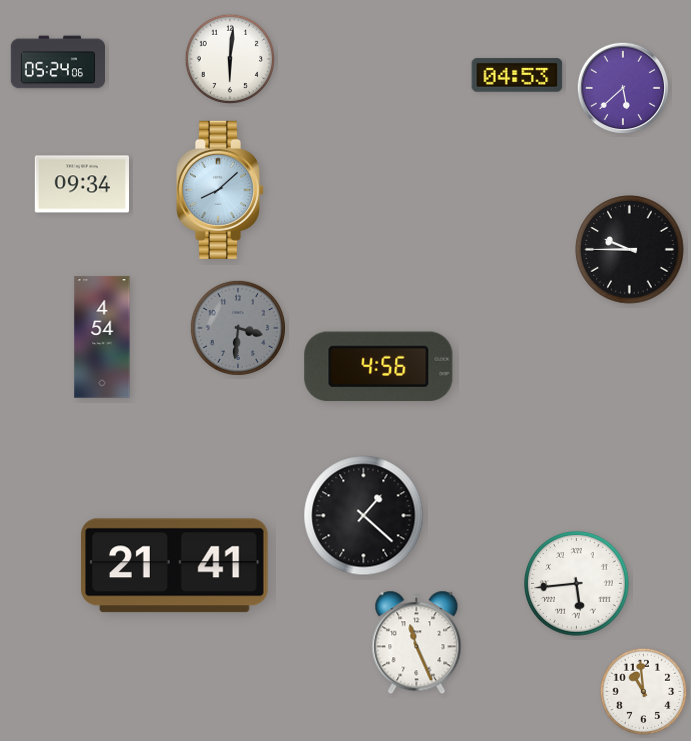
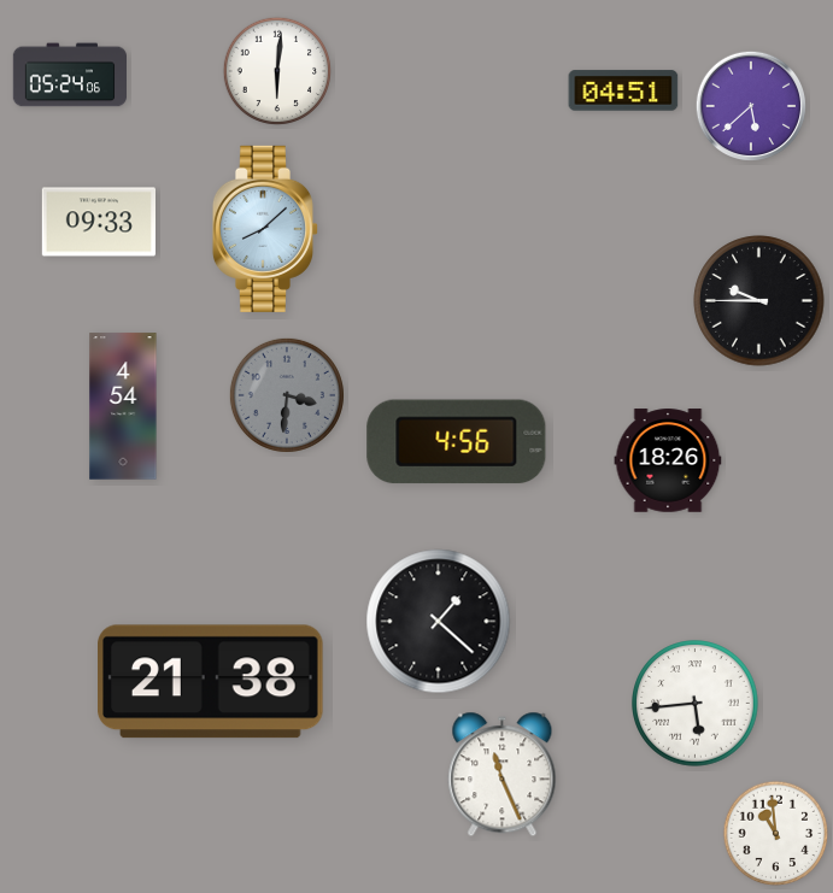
clock at (517, 75): 04:53 -> 04:51
clock at (81, 184): 09:34 -> 09:33
clock at (668, 460): none -> 18:26
clock at (175, 566): 21:41 -> 21:38
